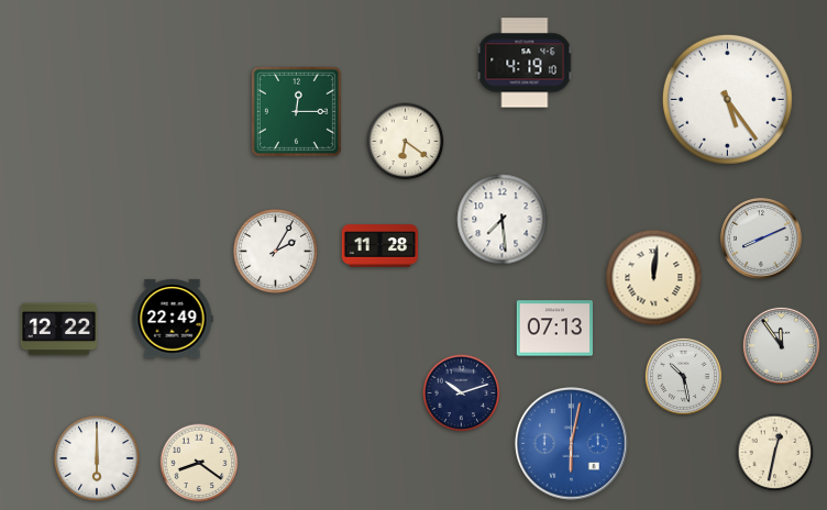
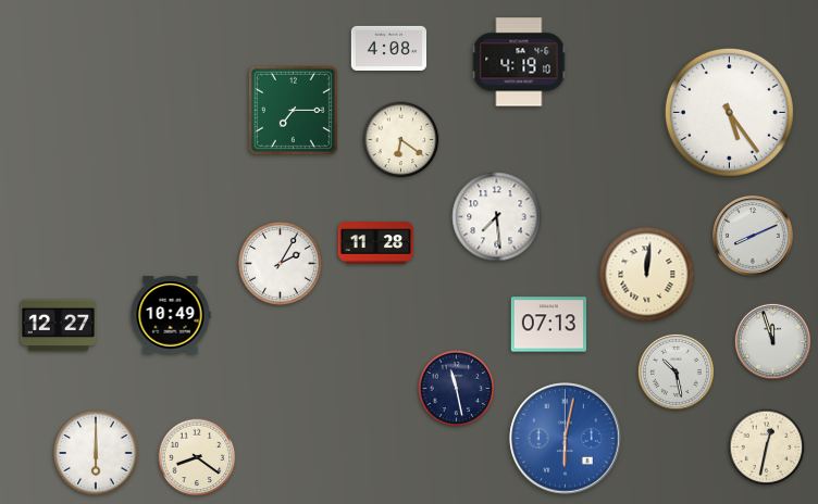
clock at (389, 48): none -> 4:08
clock at (727, 99) position: (727, 99) -> (729, 112)
clock at (296, 111): 12:15 -> 7:15
clock at (276, 252) position: (276, 252) -> (281, 264)
clock at (173, 319): 22:49 -> 10:49
clock at (58, 330): 12:22 -> 12:27
clock at (781, 345): 11:54 -> 11:57
clock at (462, 393): 10:12 -> 11:28
